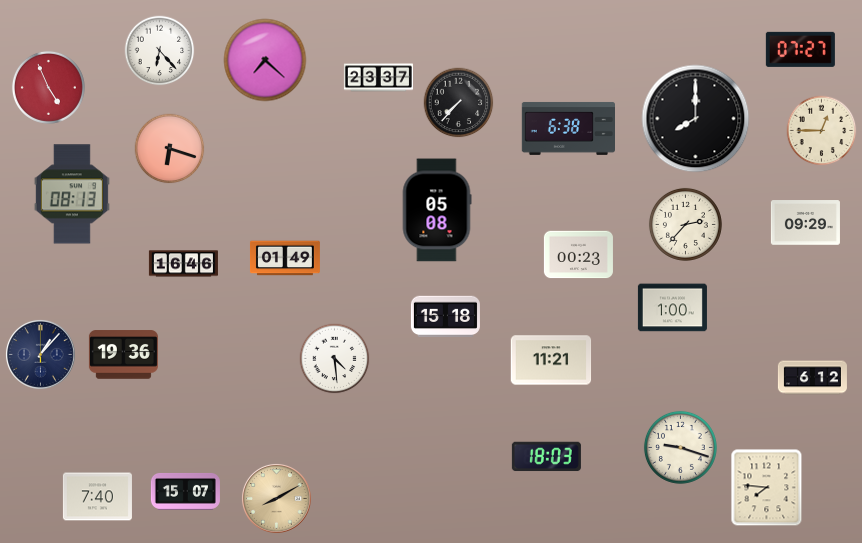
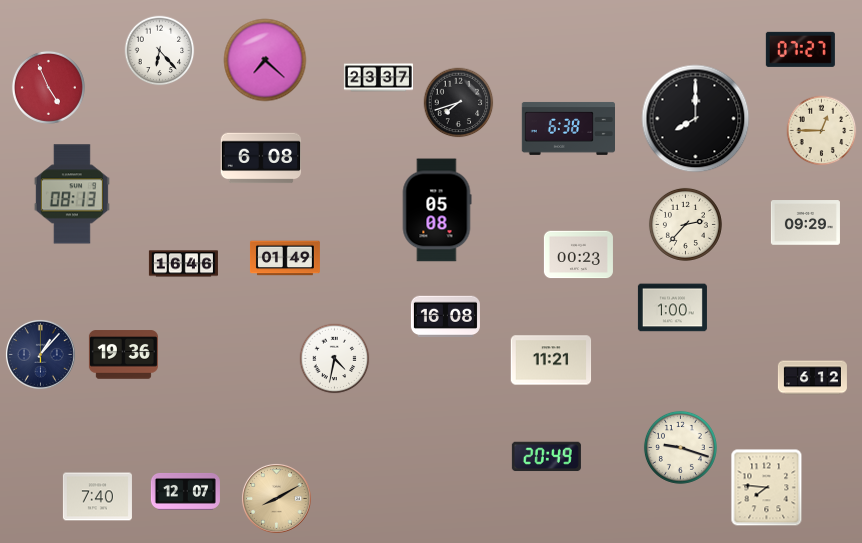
clock at (459, 103): 7:37 -> 7:42
clock at (170, 149): 6:18 -> none
clock at (261, 158): none -> 6:08
clock at (445, 317): 15:18 -> 16:08
clock at (335, 359): 4:29 -> 4:32
clock at (546, 457): 18:03 -> 20:49
clock at (185, 491): 15:07 -> 12:07
